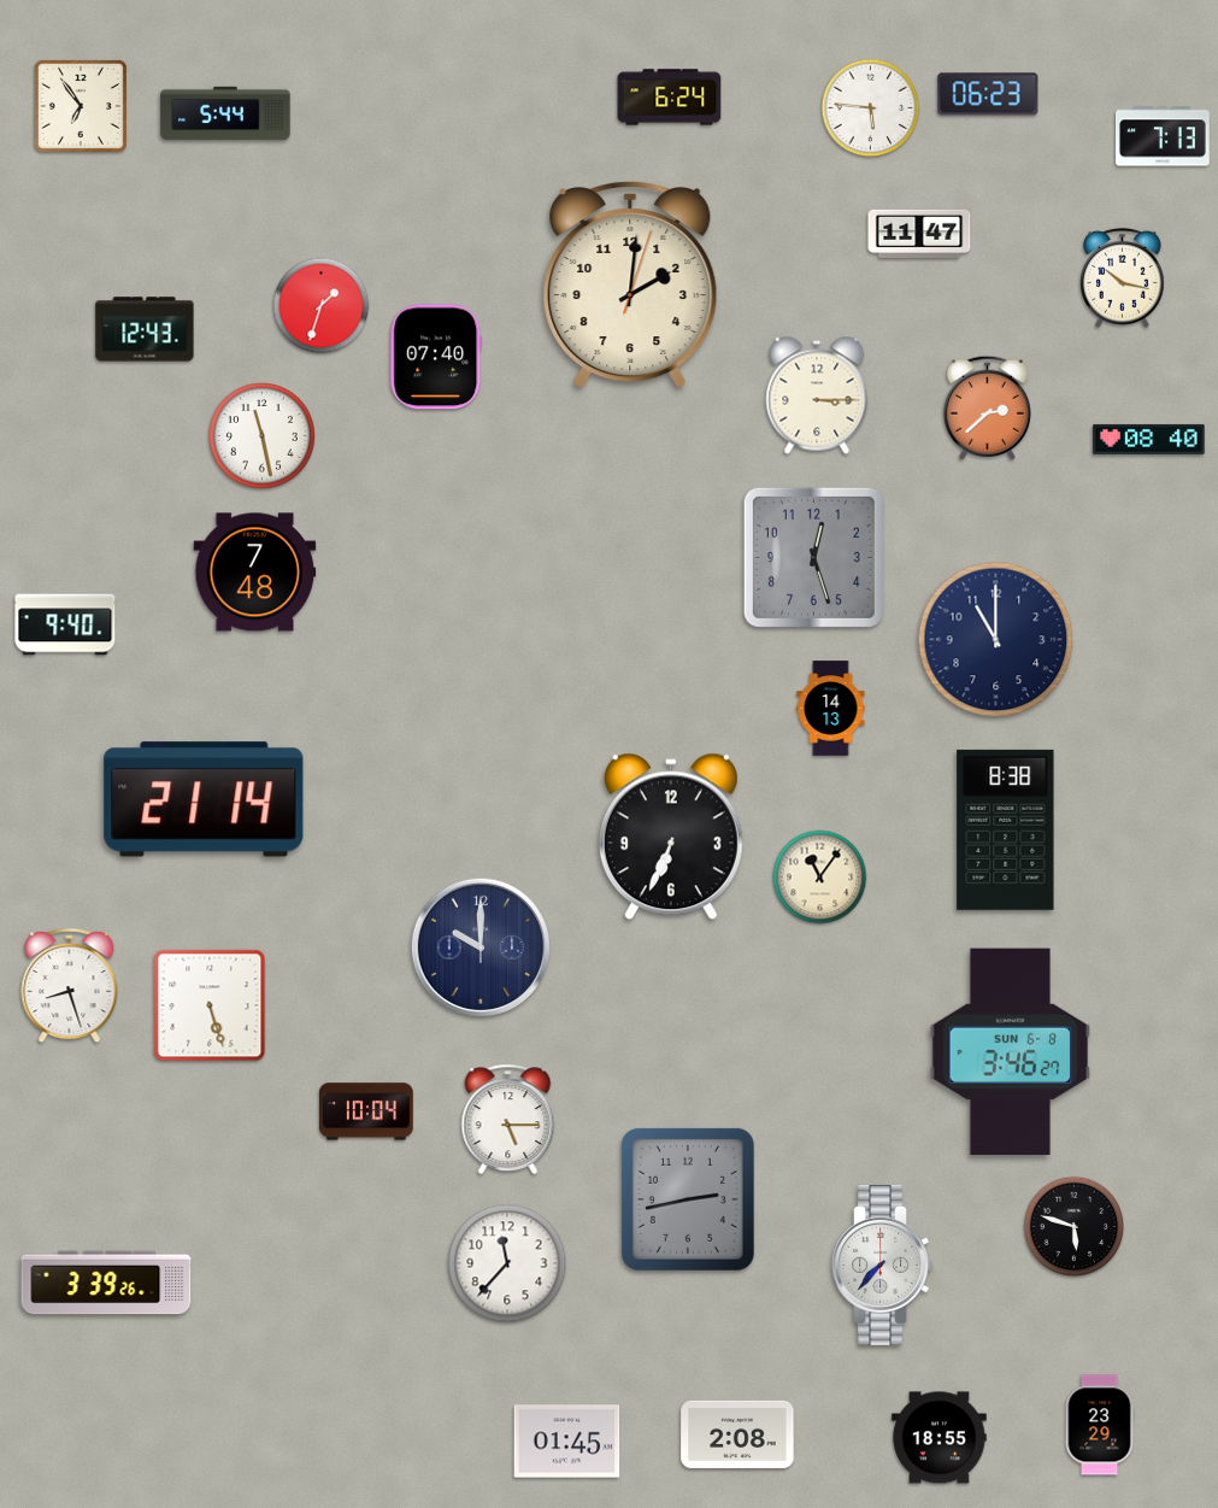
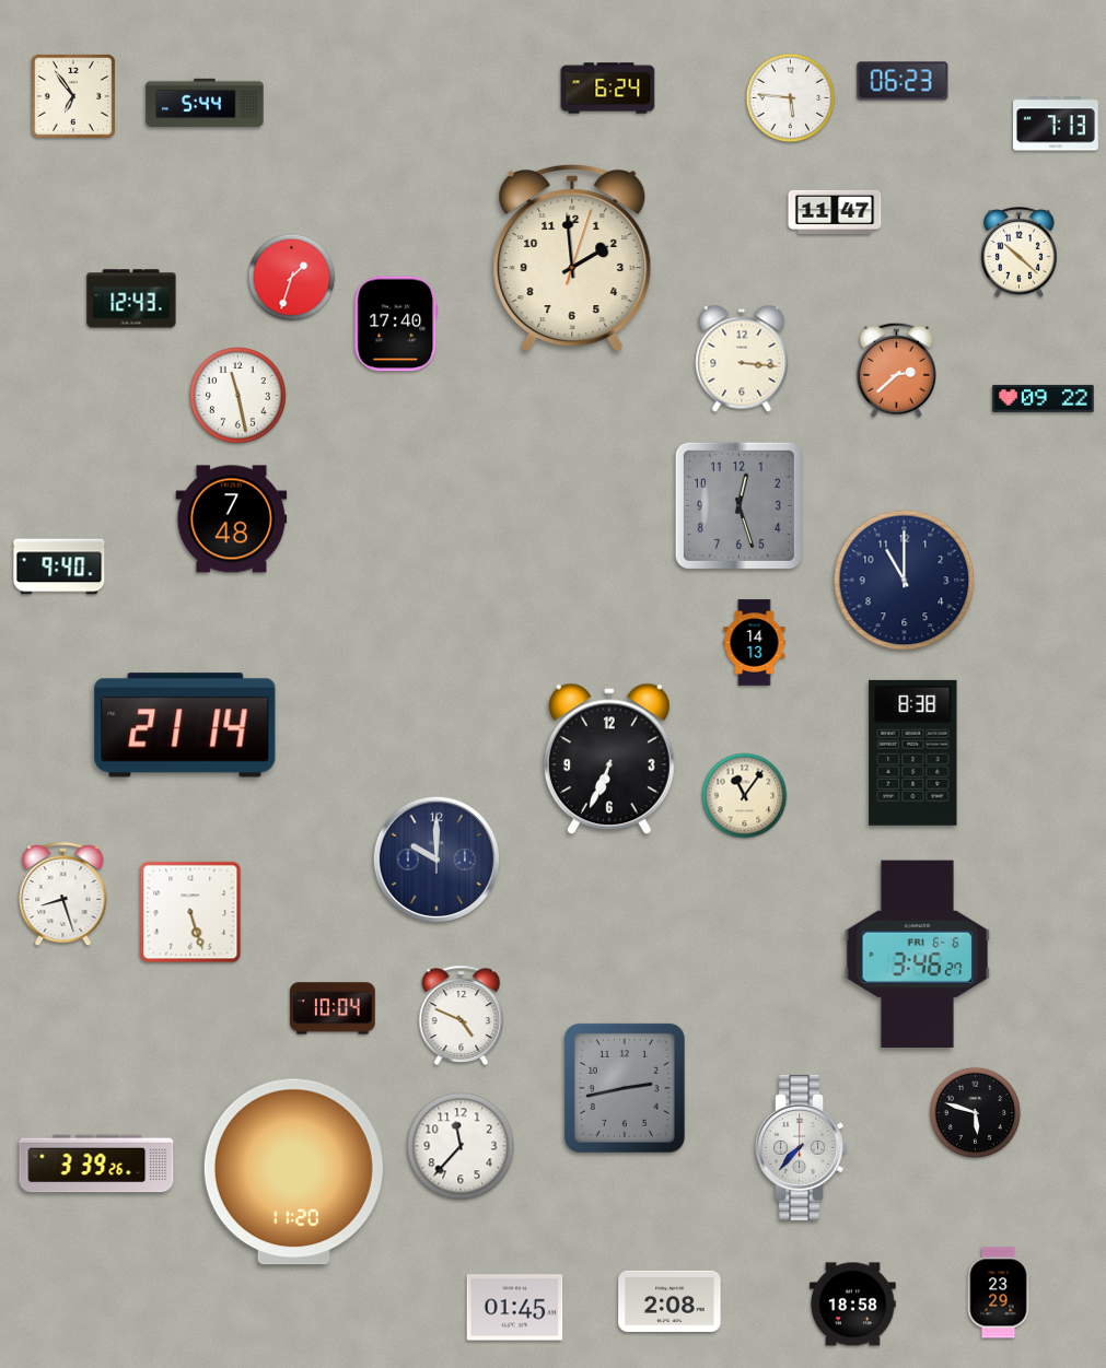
clock at (988, 94) position: (988, 94) -> (903, 81)
clock at (1123, 278): 10:17 -> 10:22
clock at (630, 286): 2:01 -> 1:59
clock at (436, 357): 07:40 -> 17:40
clock at (817, 395): 3:15 -> 3:16
clock at (1149, 439): 08:40 -> 09:22
clock at (1011, 1052) date: SUN 6-8 -> FRI 6-6
clock at (508, 1120): 5:15 -> 4:49
clock at (293, 1172): none -> 11:20
clock at (940, 1438): 18:55 -> 18:58
